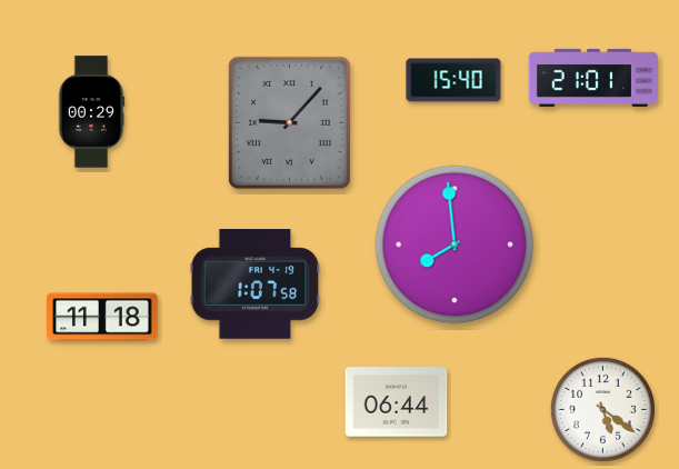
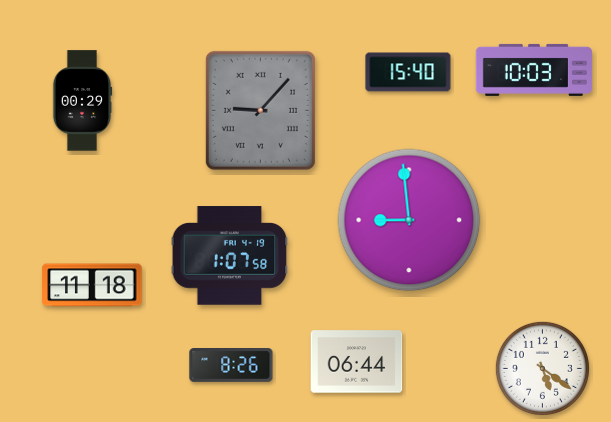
clock at (593, 78): 21:01 -> 10:03
clock at (455, 245): 7:59 -> 8:59
clock at (231, 366): none -> 8:26
